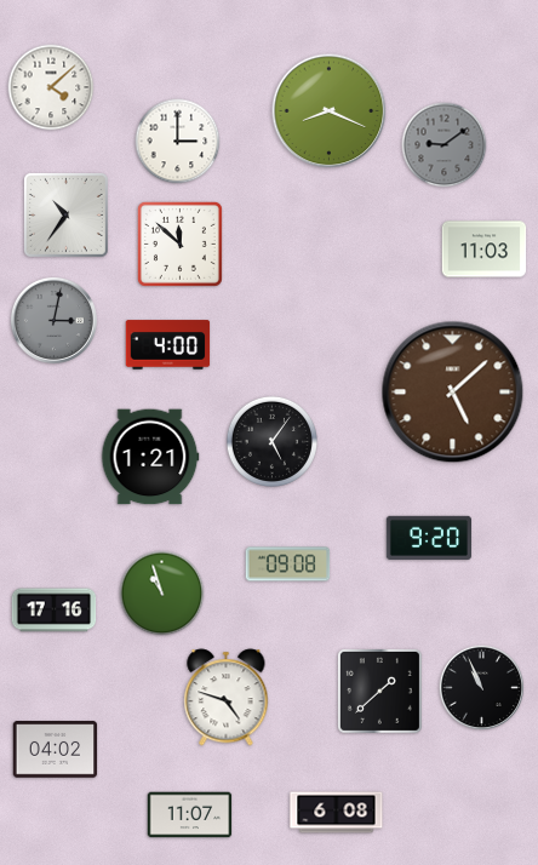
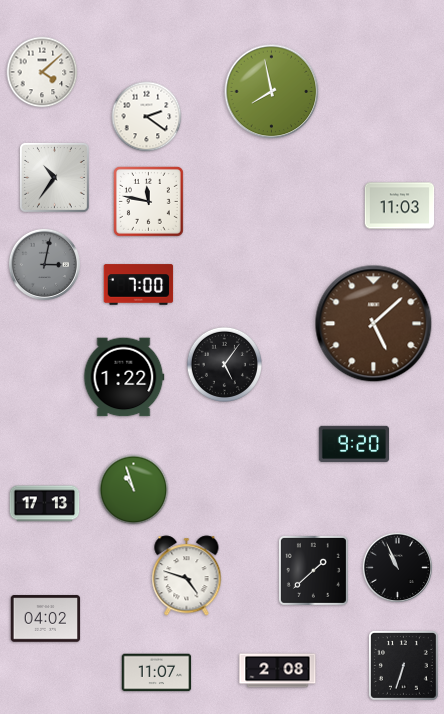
clock at (330, 111): 8:19 -> 7:58
clock at (178, 142): 3:00 -> 2:21
clock at (445, 145): 9:09 -> none
clock at (179, 244): 11:52 -> 11:47
clock at (168, 345): 4:00 -> 7:00
clock at (150, 457): 1:21 -> 1:22
clock at (288, 565): 09:08 -> none
clock at (55, 611): 17:16 -> 17:13
clock at (403, 665): none -> 6:33
clock at (337, 813): 6:08 -> 2:08
